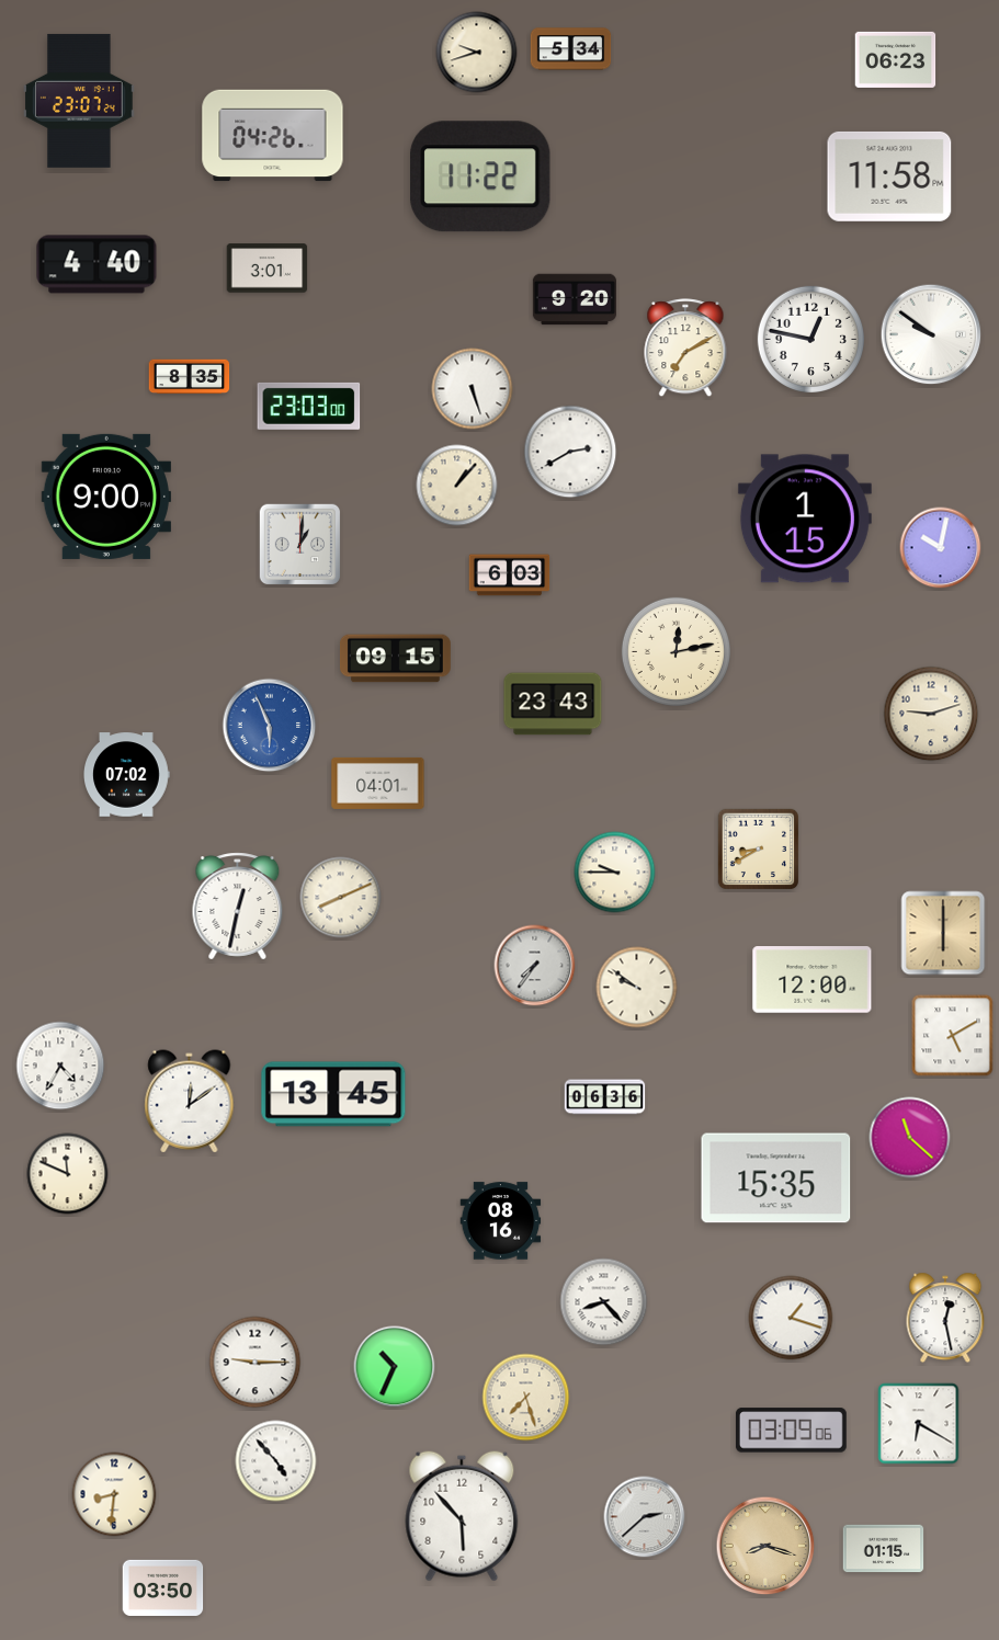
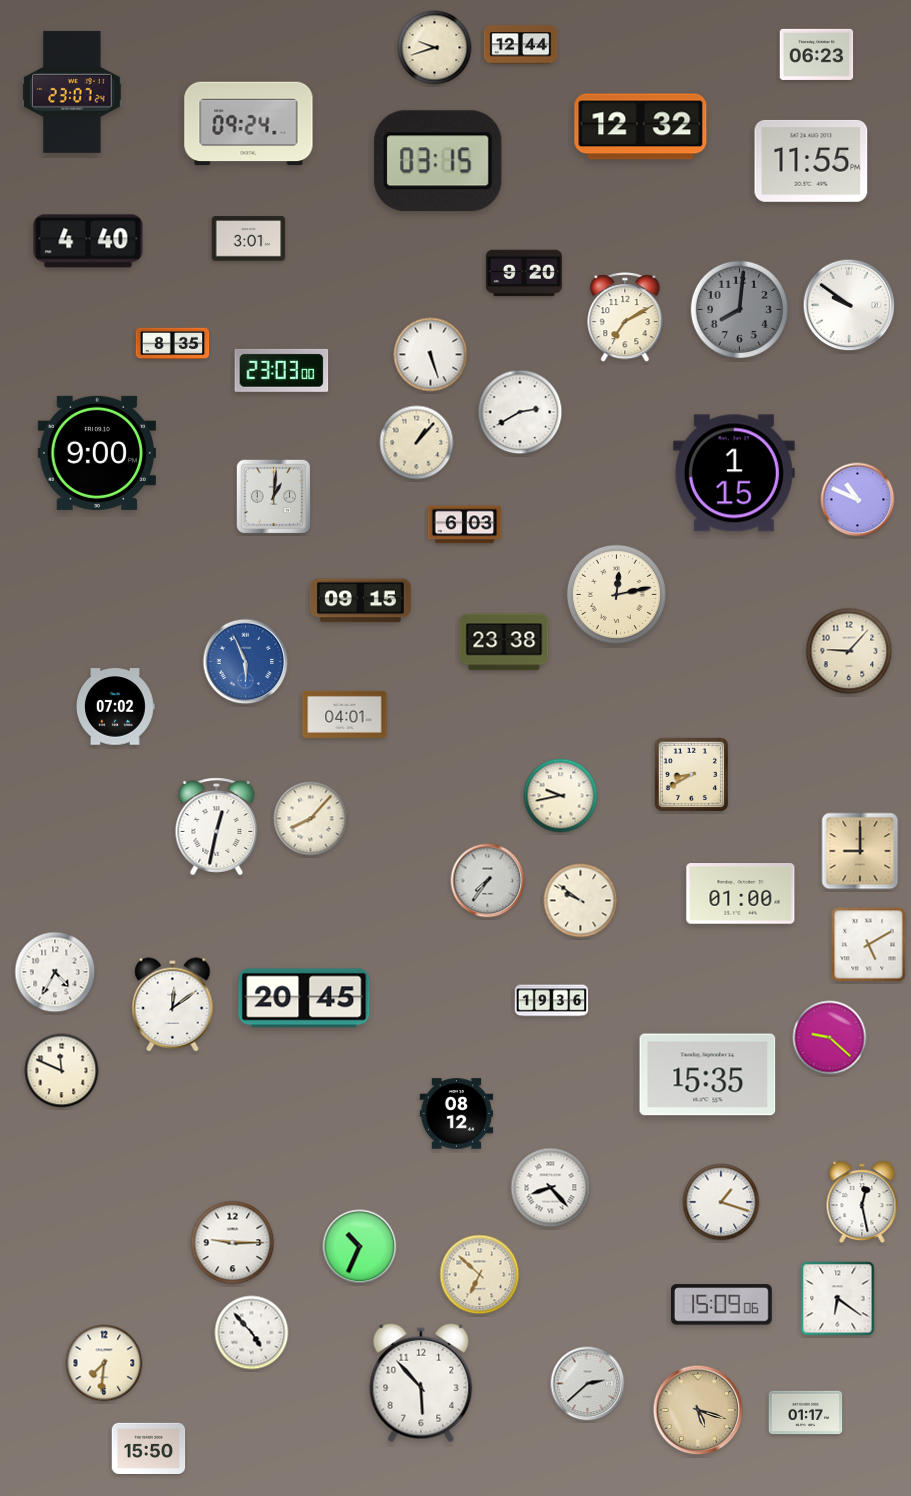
clock at (571, 49): 5:34 -> 12:44
clock at (273, 136): 04:26 -> 09:24
clock at (641, 127): none -> 12:32
clock at (480, 176): 11:22 -> 03:15
clock at (889, 176): 11:58 -> 11:55
clock at (268, 269) position: (268, 269) -> (249, 239)
clock at (810, 339): 12:47 -> 8:01
clock at (810, 339) dial: white -> grey
clock at (941, 548): 10:02 -> 10:49
clock at (553, 704): 23:43 -> 23:38
clock at (931, 714): 9:12 -> 9:07
clock at (615, 873): 9:45 -> 9:43
clock at (341, 898): 8:11 -> 8:07
clock at (943, 933): 6:00 -> 9:00
clock at (813, 980): 12:00 -> 01:00
clock at (333, 1094): 13:45 -> 20:45
clock at (605, 1097): 06:36 -> 19:36
clock at (910, 1138): 11:22 -> 9:22
clock at (501, 1221): 08:16 -> 08:12
clock at (526, 1398): 7:27 -> 6:52
clock at (919, 1424): 6:20 -> 6:21
clock at (791, 1431): 03:09 -> 15:09
clock at (114, 1494): 8:31 -> 7:31
clock at (765, 1546): 8:18 -> 5:18
clock at (884, 1549): 01:15 -> 01:17
clock at (163, 1587): 03:50 -> 15:50
